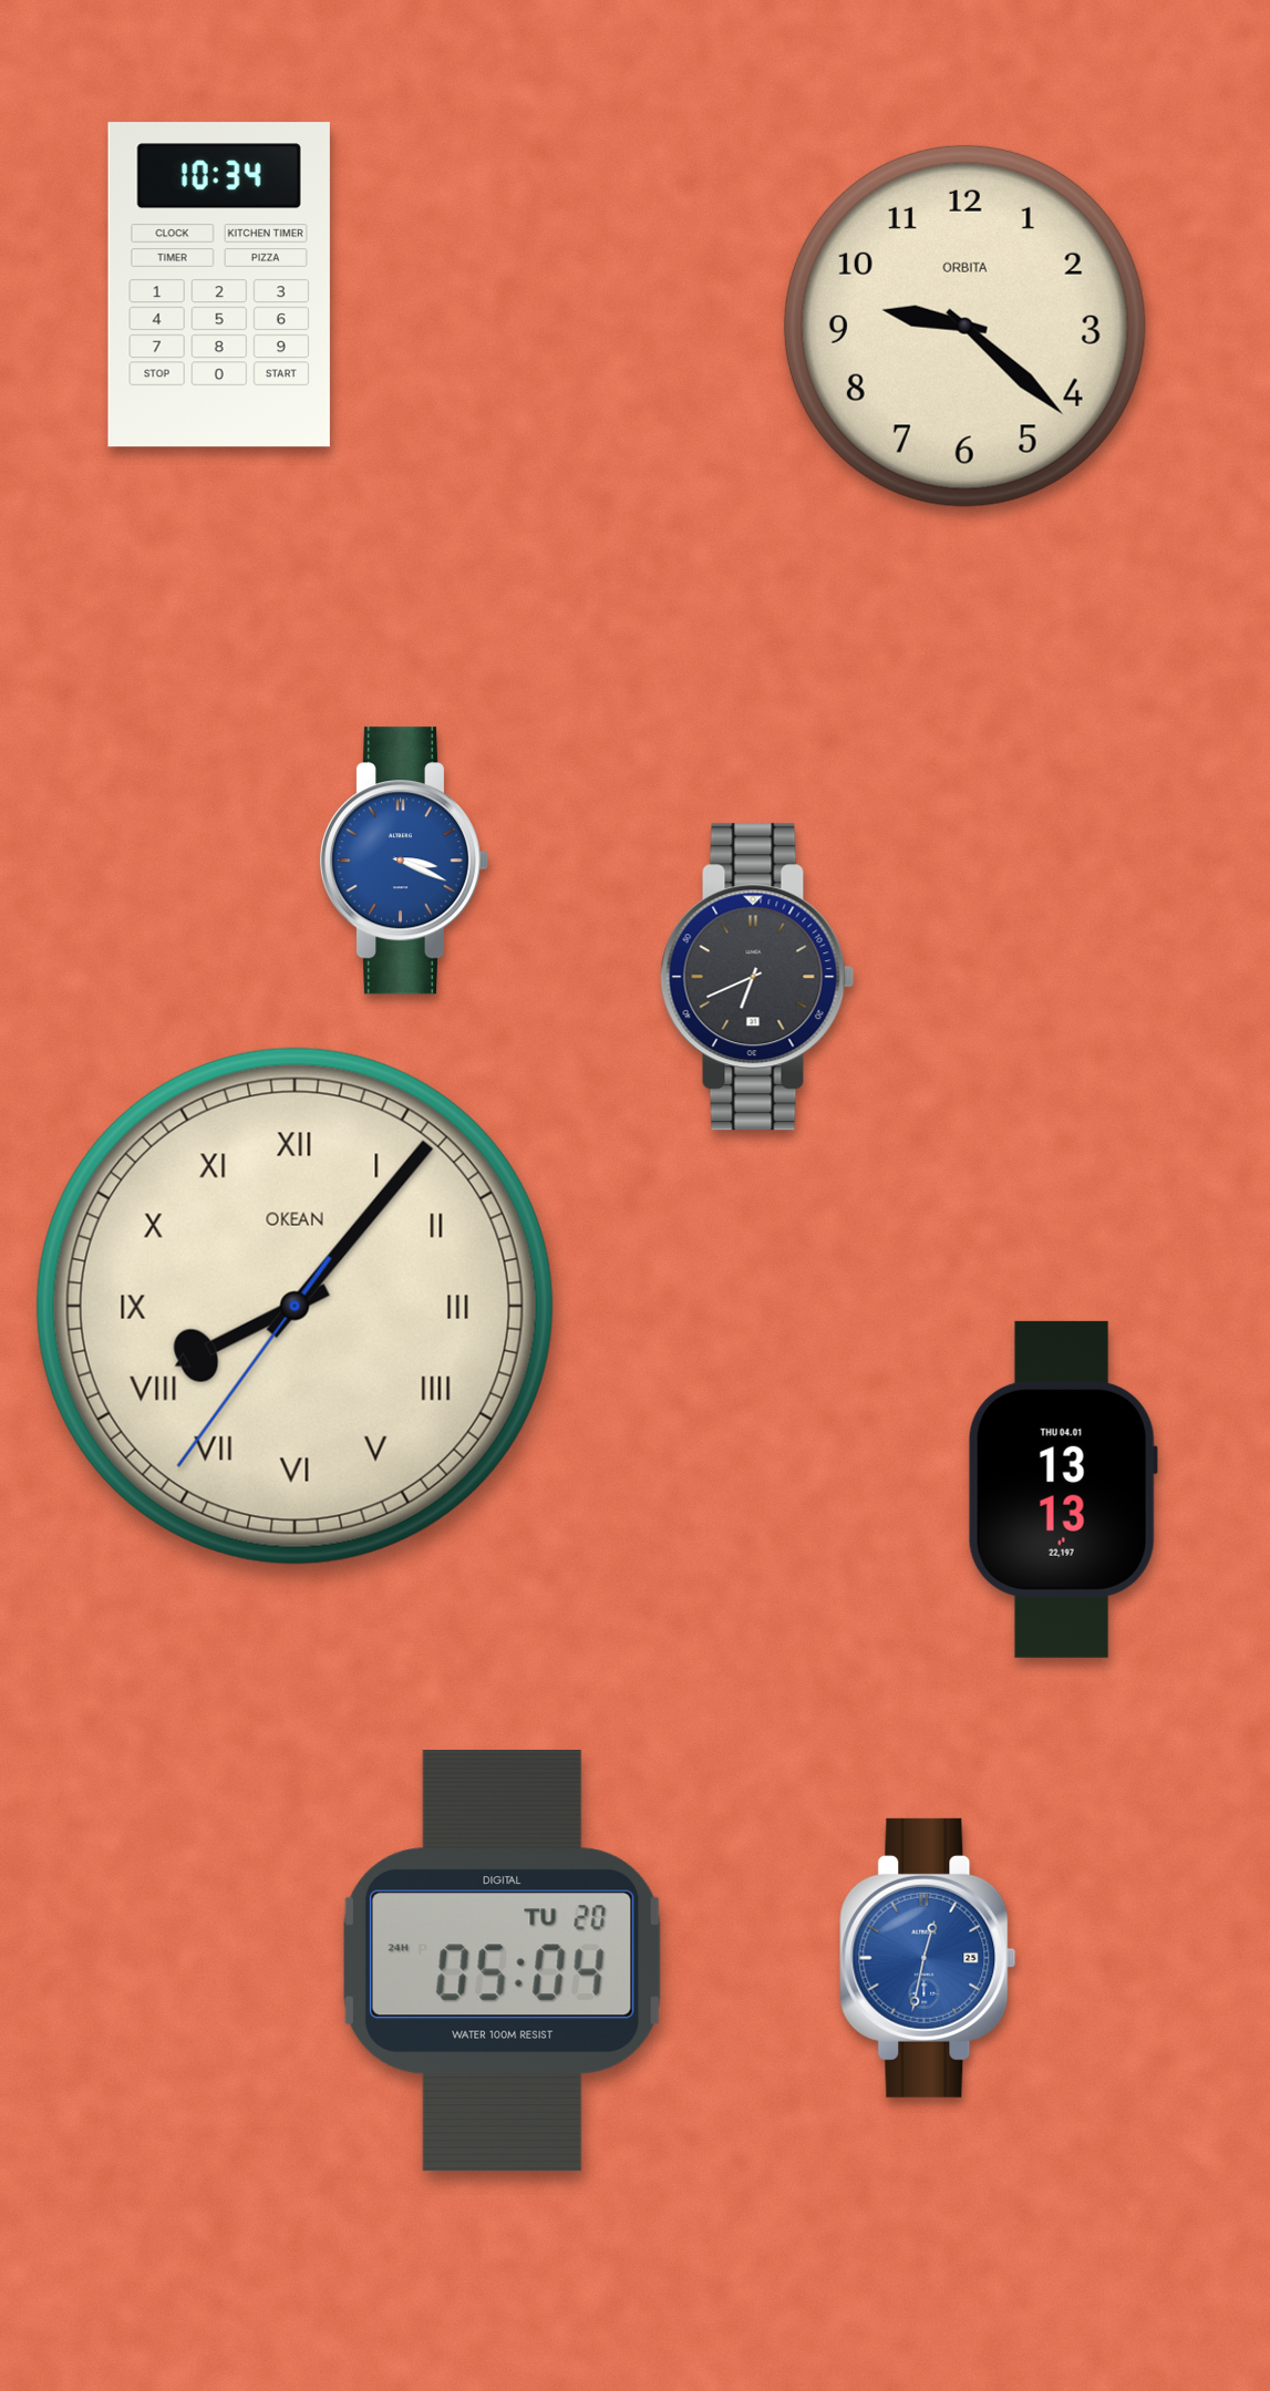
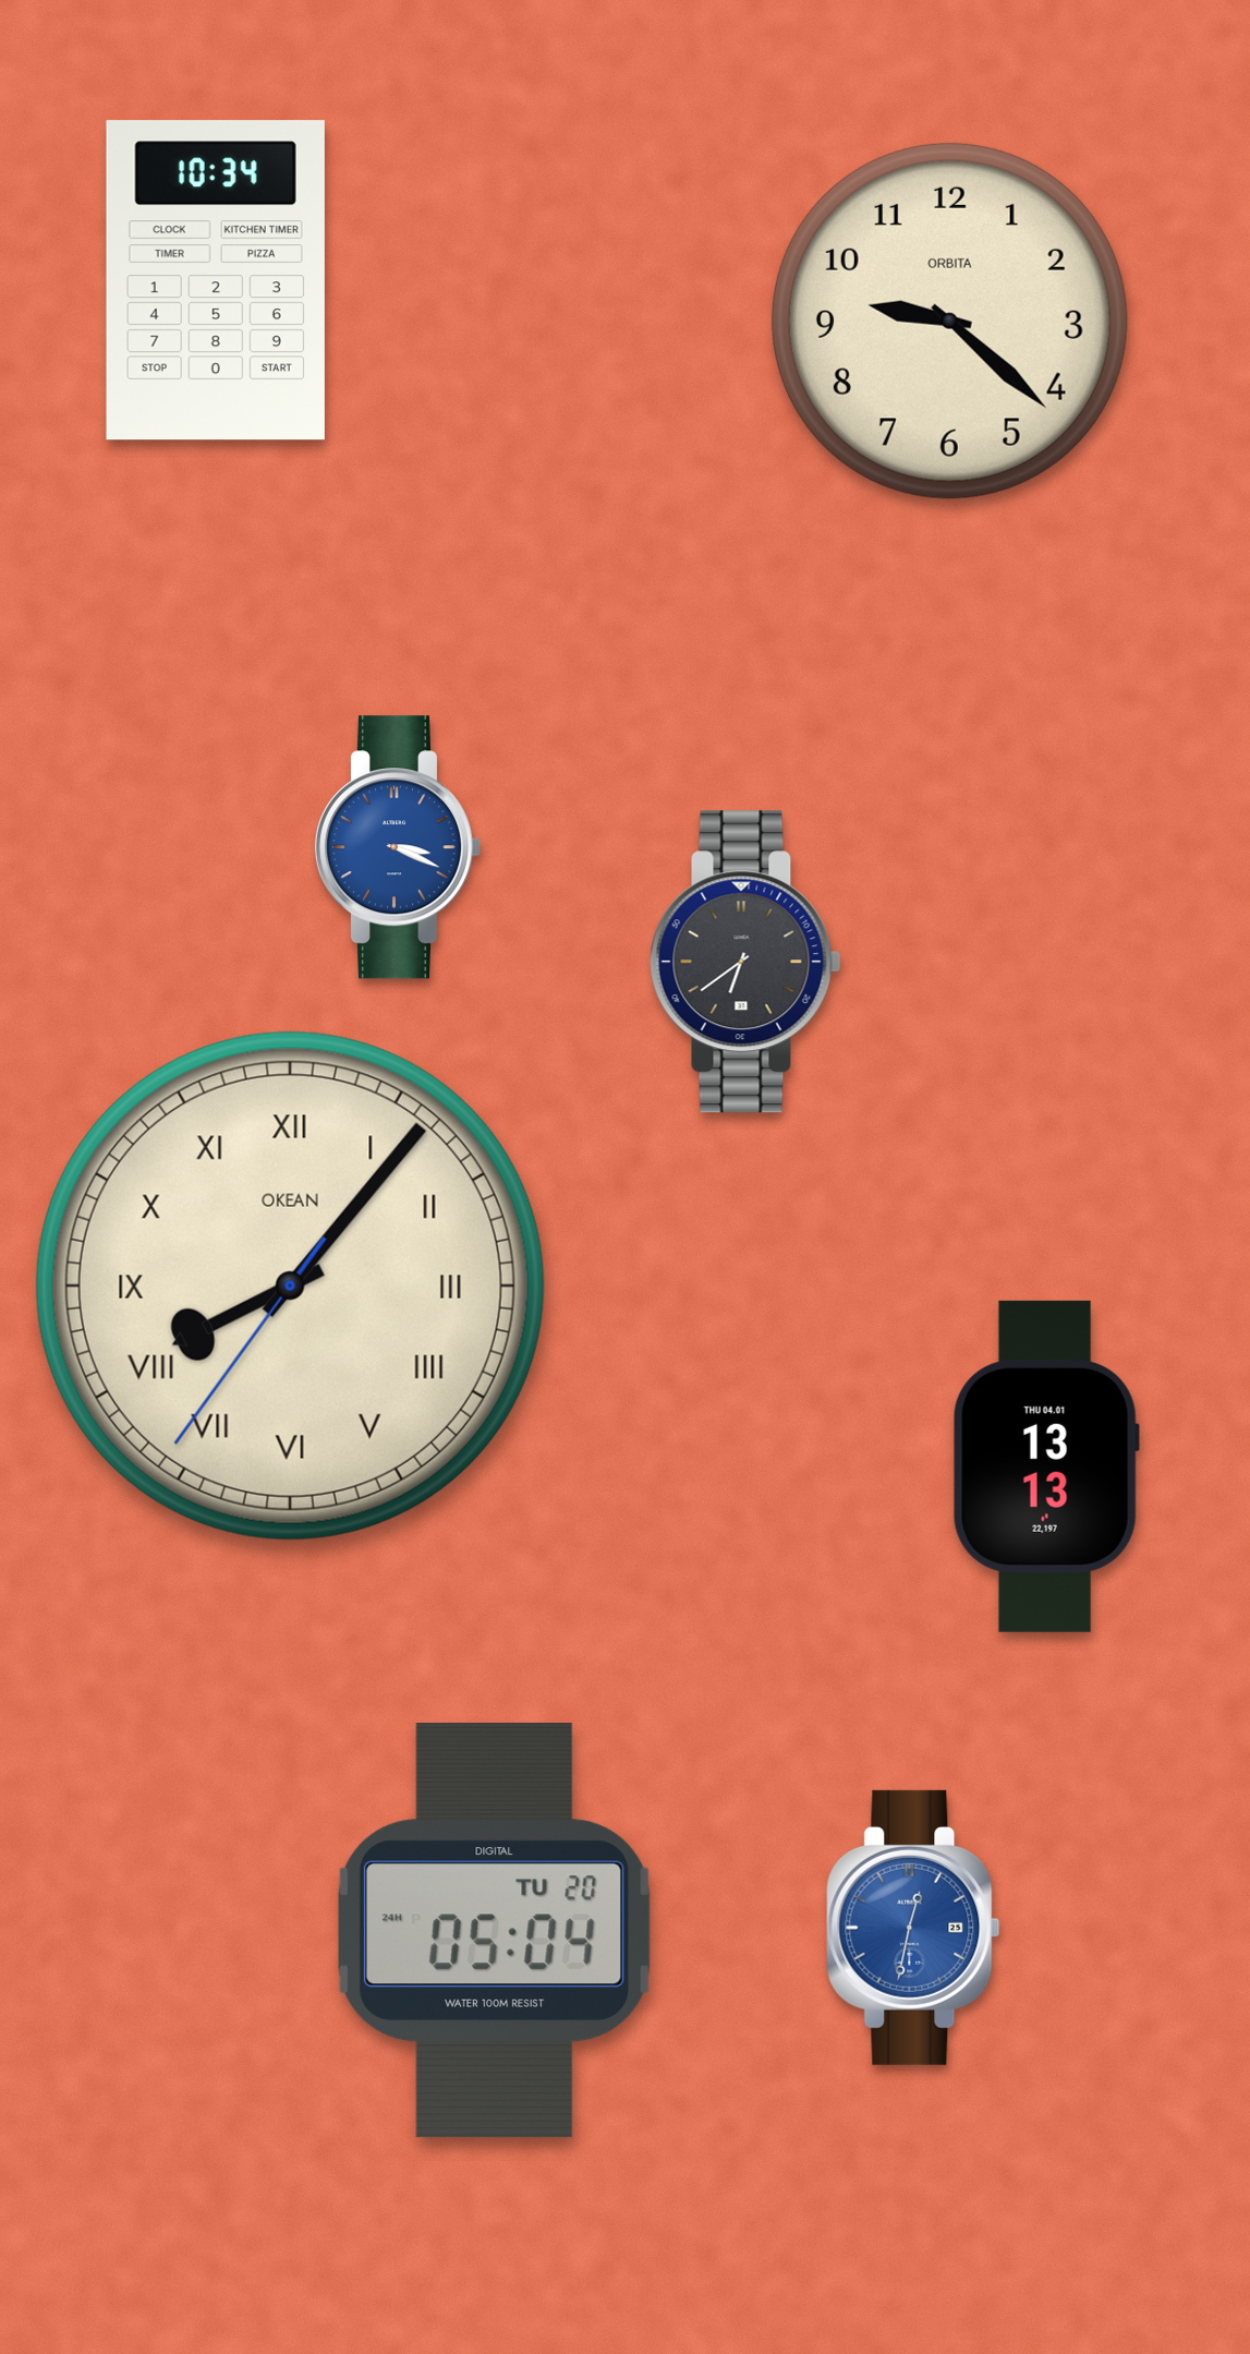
clock at (757, 977): 6:41 -> 6:39
